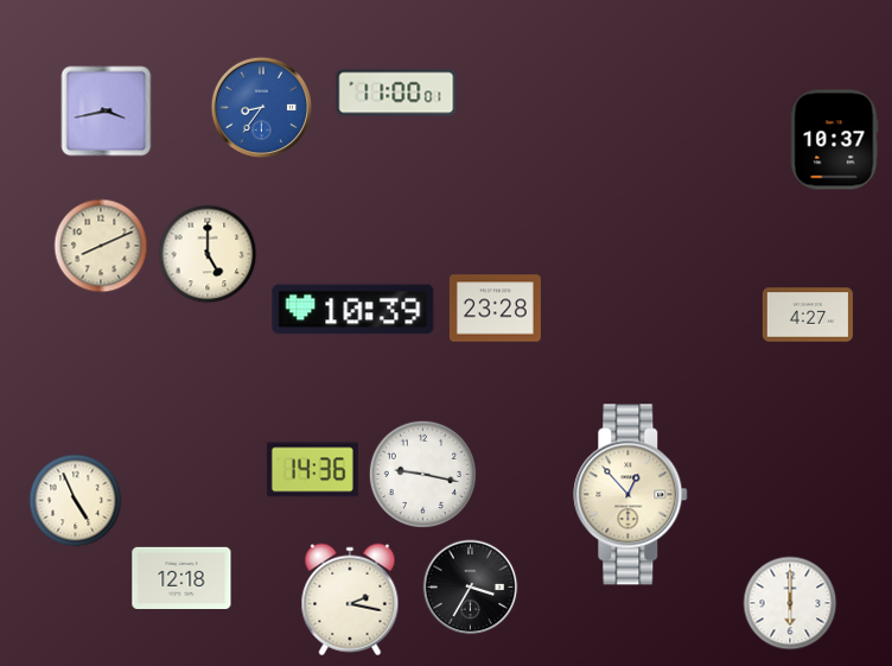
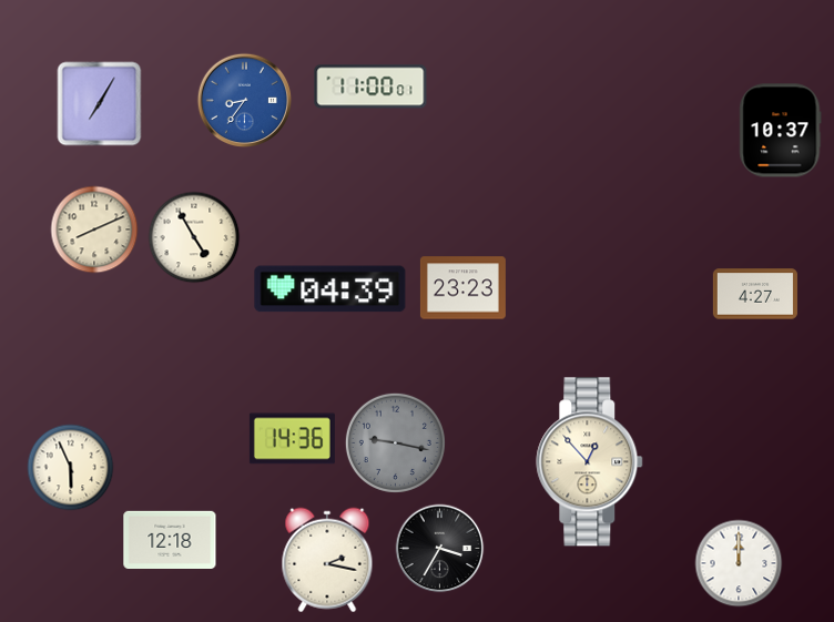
clock at (107, 112): 3:43 -> 7:05
clock at (208, 254): 5:00 -> 4:55
clock at (495, 309): 23:28 -> 23:23
clock at (353, 310): 10:39 -> 04:39
clock at (422, 474) dial: white -> grey
clock at (76, 501): 4:56 -> 5:56
clock at (790, 603): 6:00 -> 12:00
